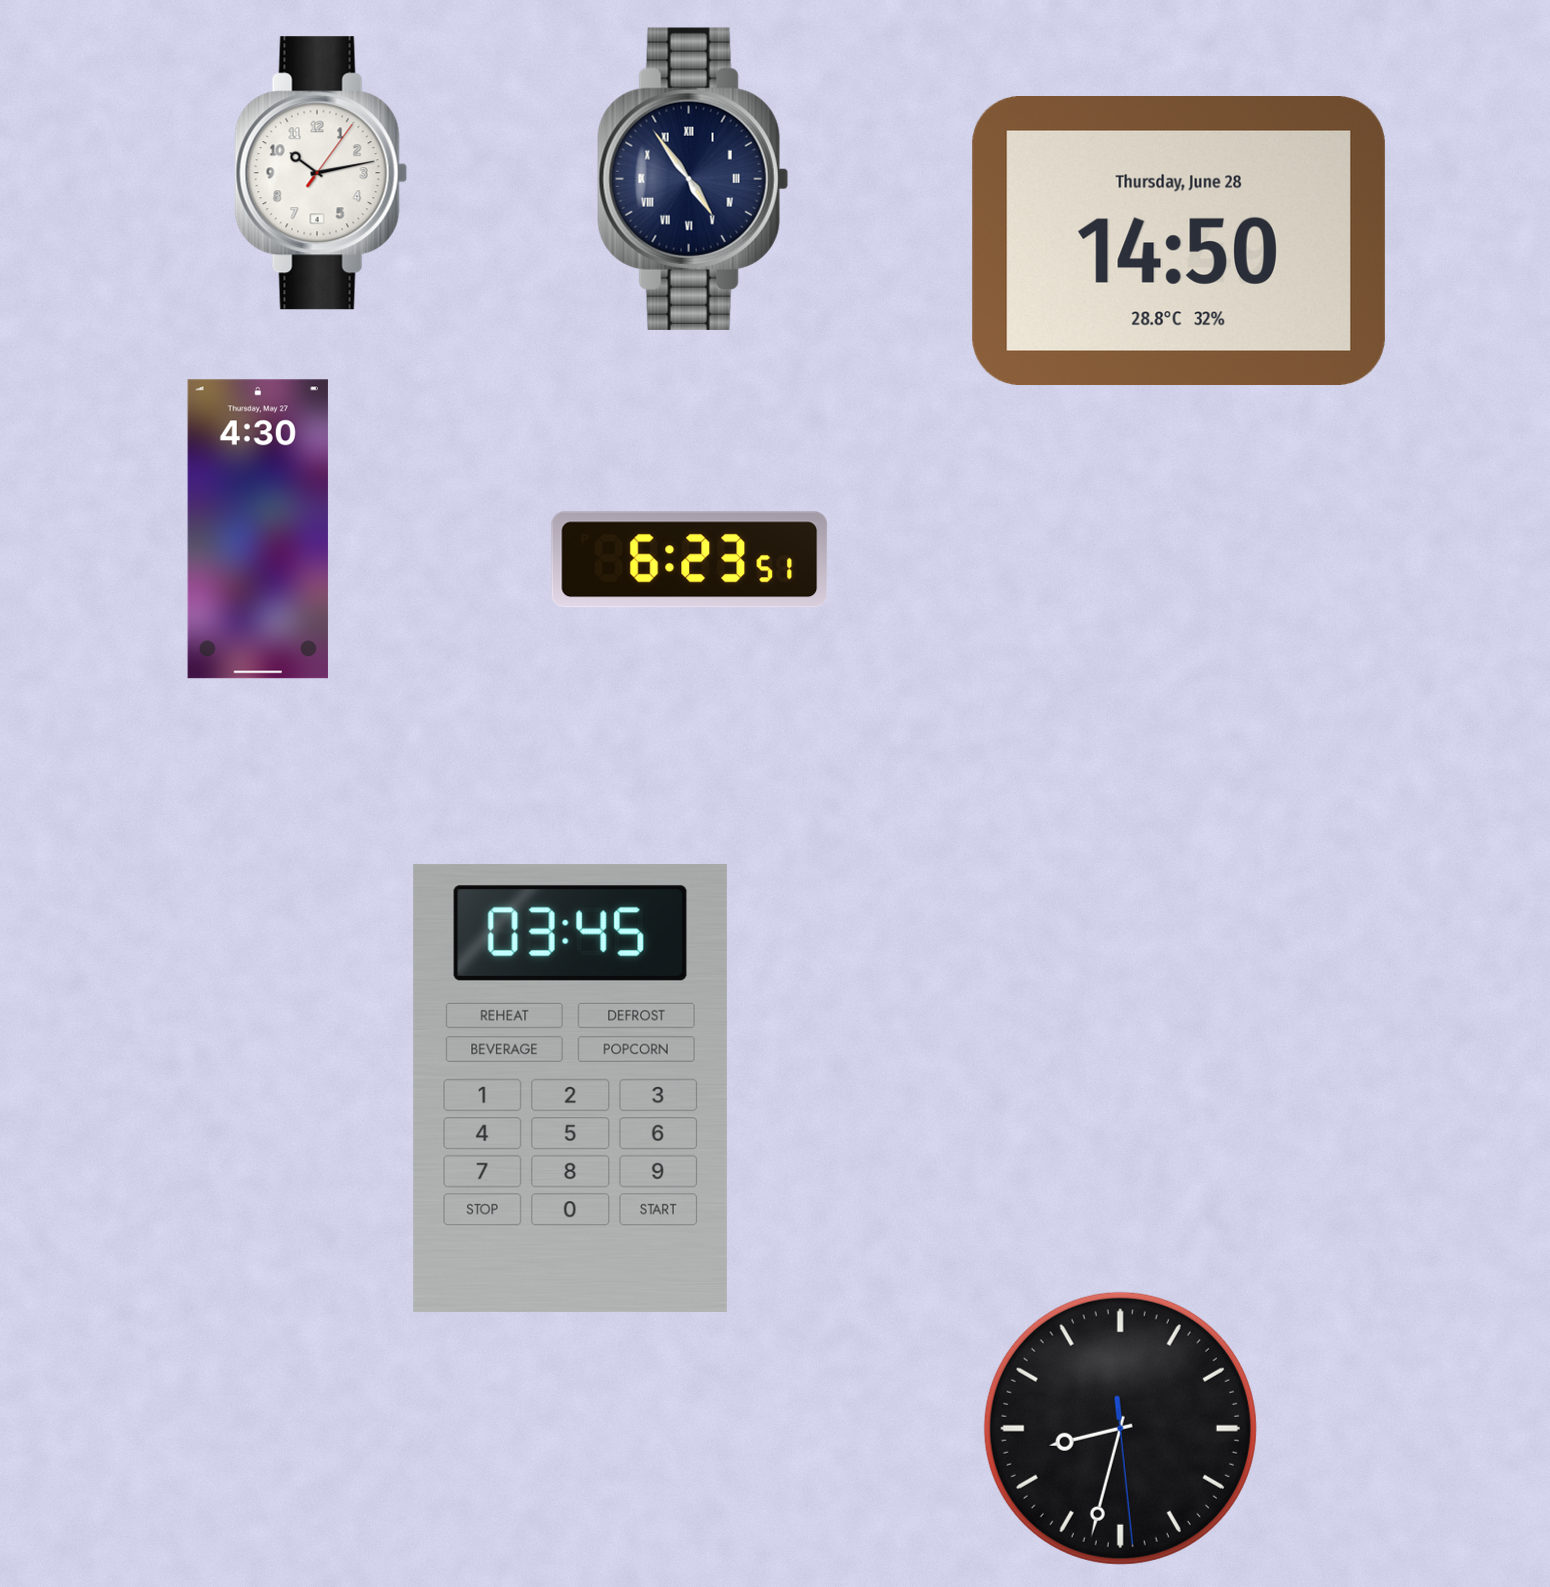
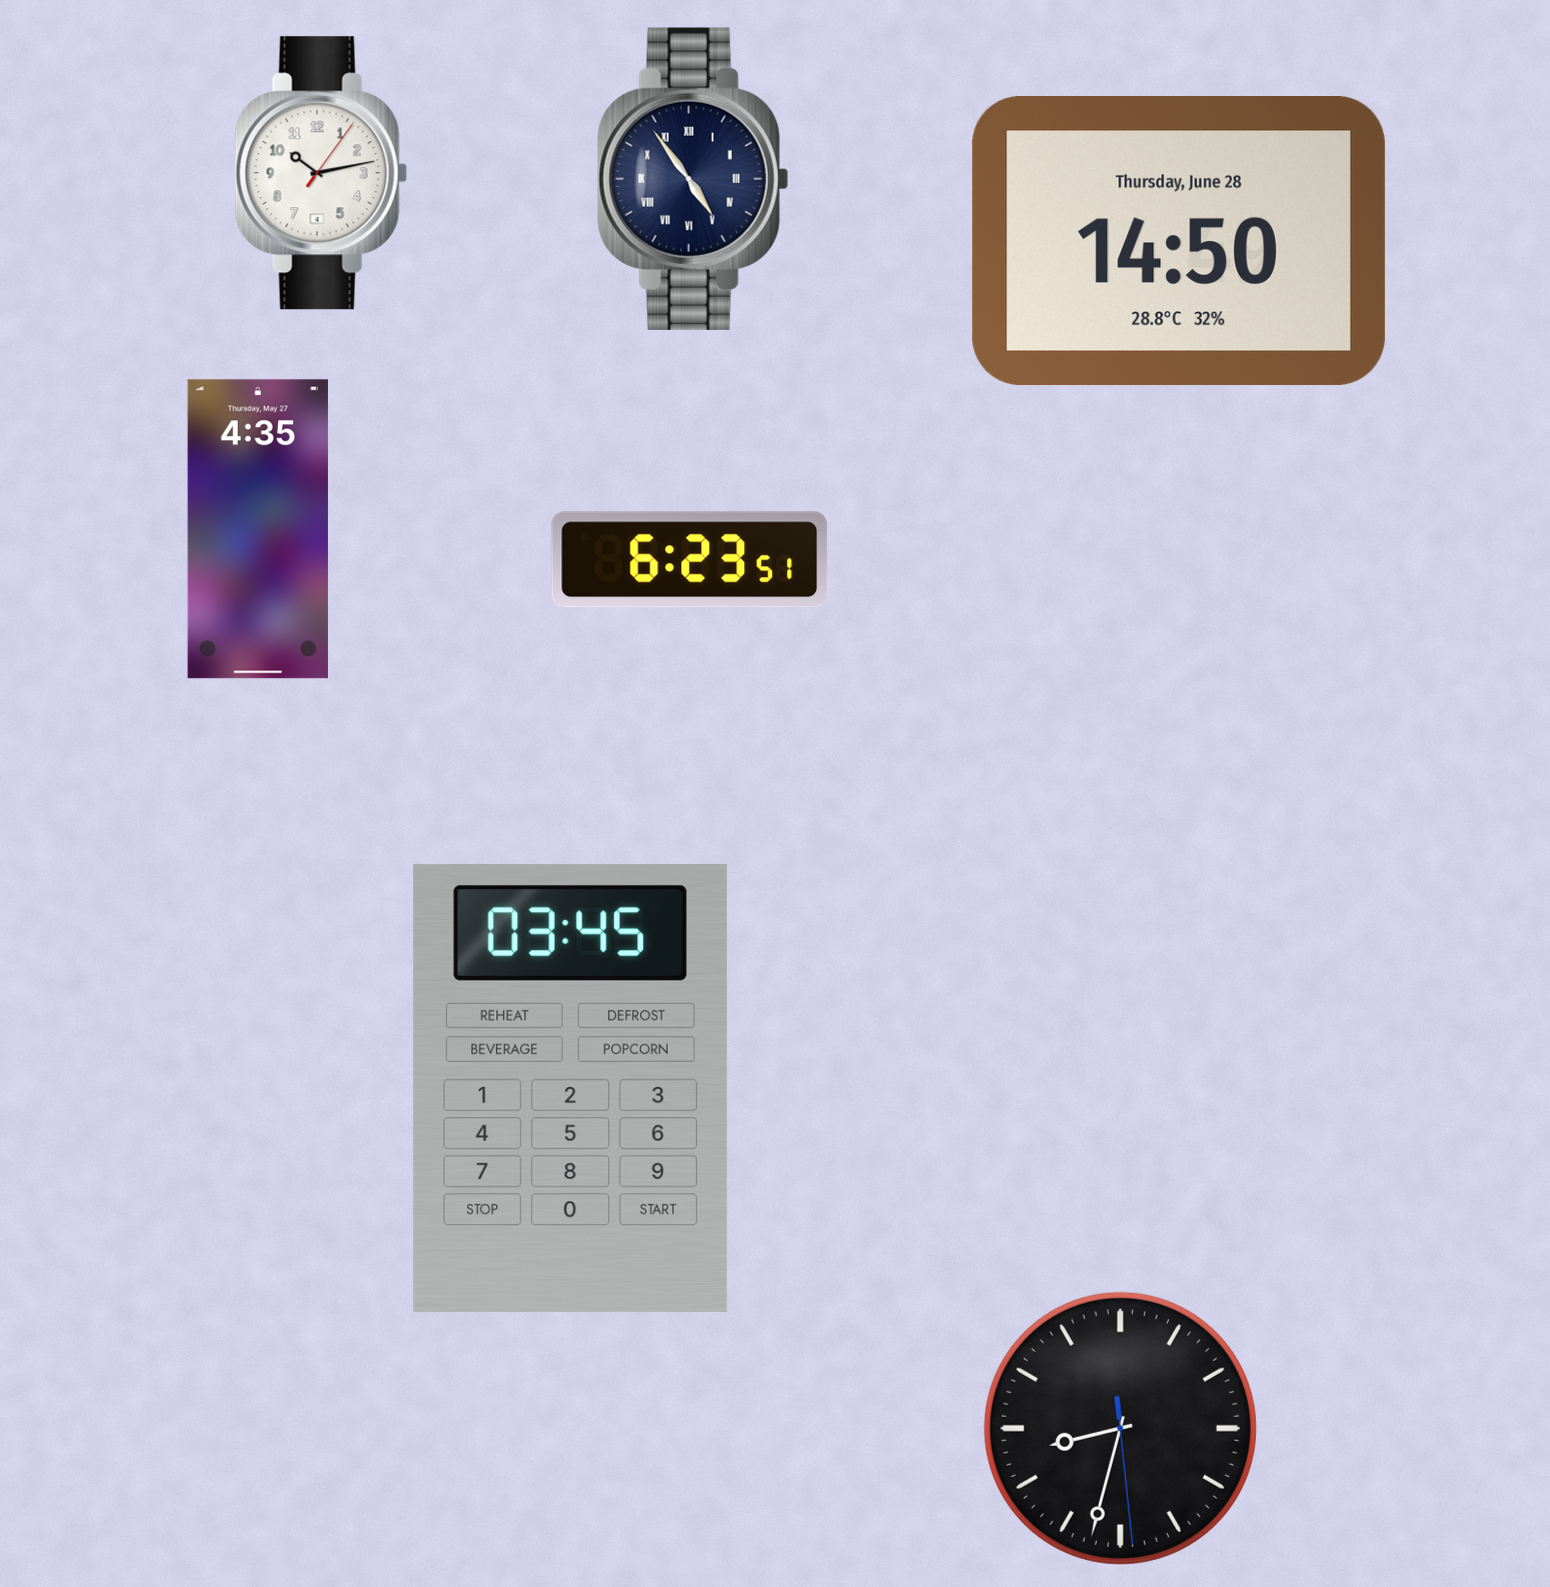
clock at (258, 529): 4:30 -> 4:35
